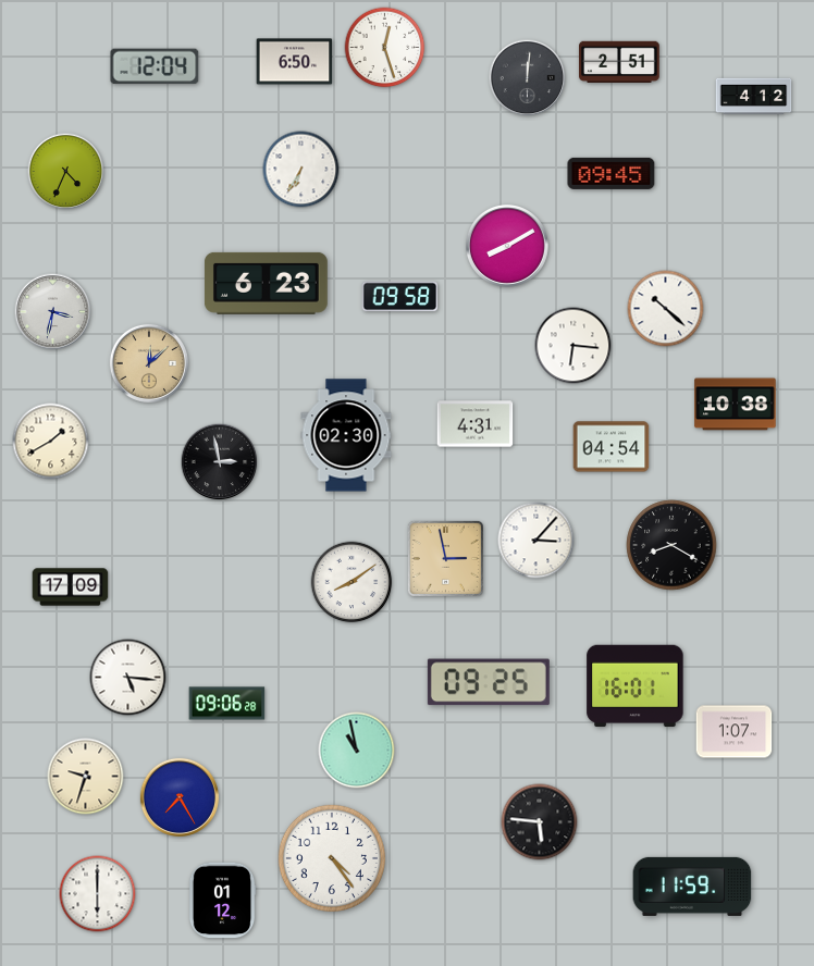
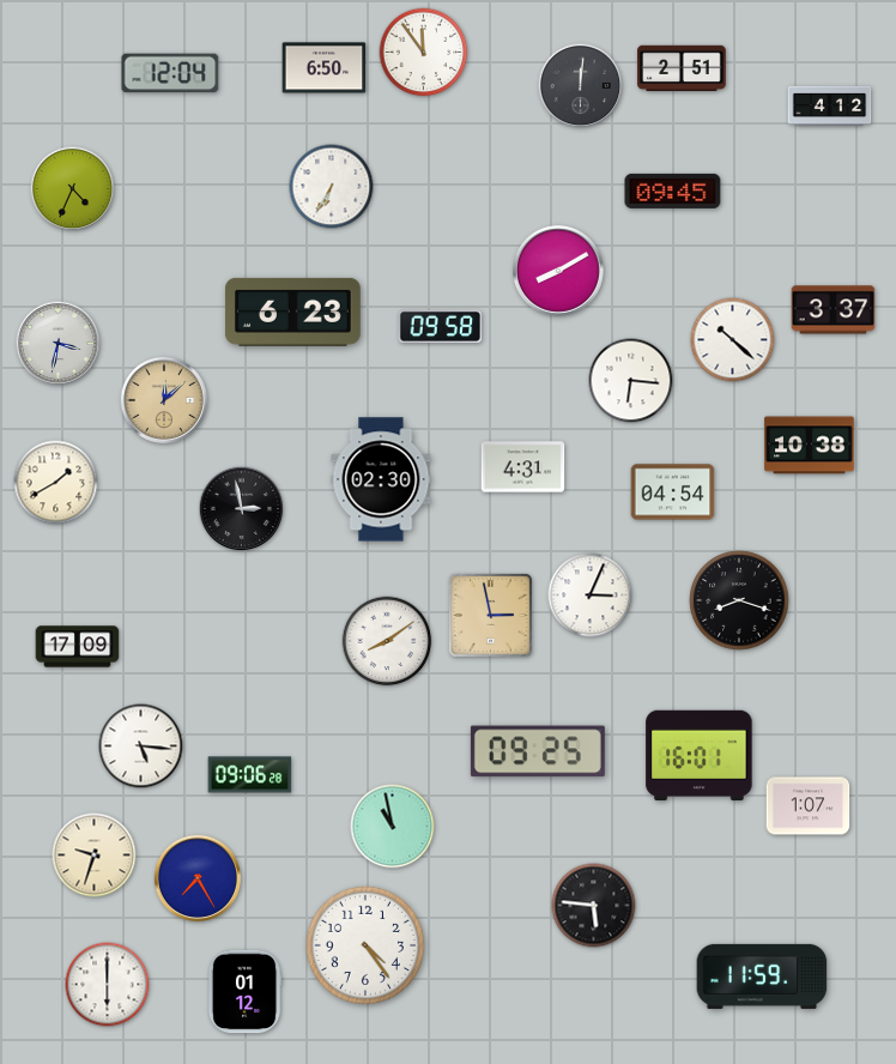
clock at (385, 48): 12:27 -> 11:54
clock at (834, 310): none -> 3:37
clock at (51, 442) position: (51, 442) -> (56, 483)
clock at (536, 541): 3:07 -> 3:04
clock at (671, 545): 8:20 -> 8:18
